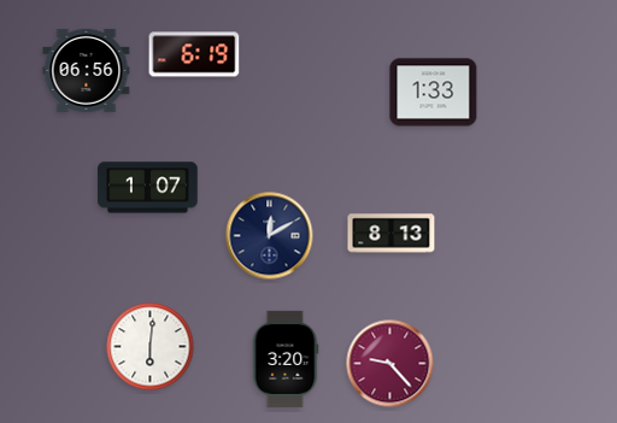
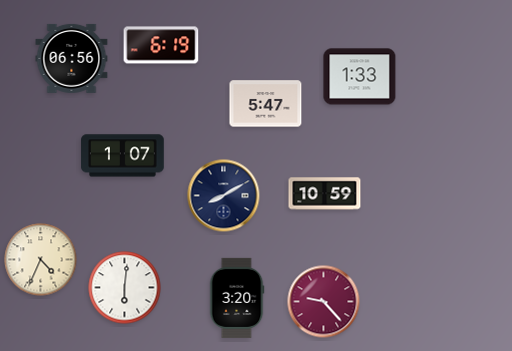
clock at (266, 104): none -> 5:47
clock at (392, 234): 8:13 -> 10:59
clock at (270, 236): 12:10 -> 8:10
clock at (41, 260): none -> 4:34
